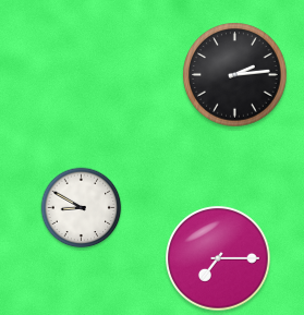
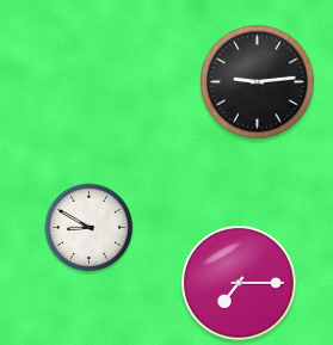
clock at (235, 75): 2:14 -> 9:14
